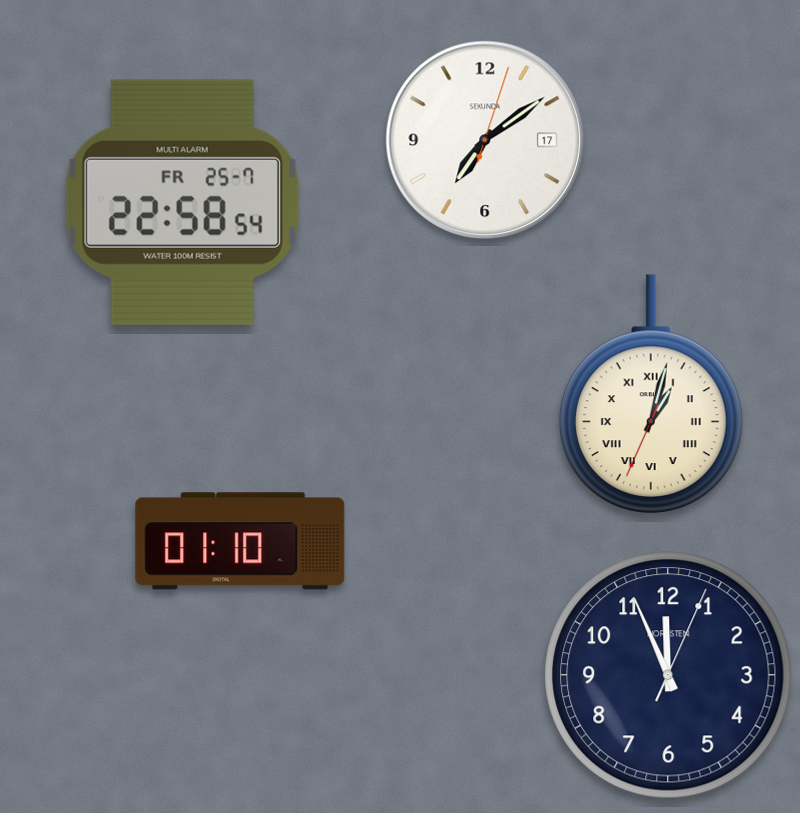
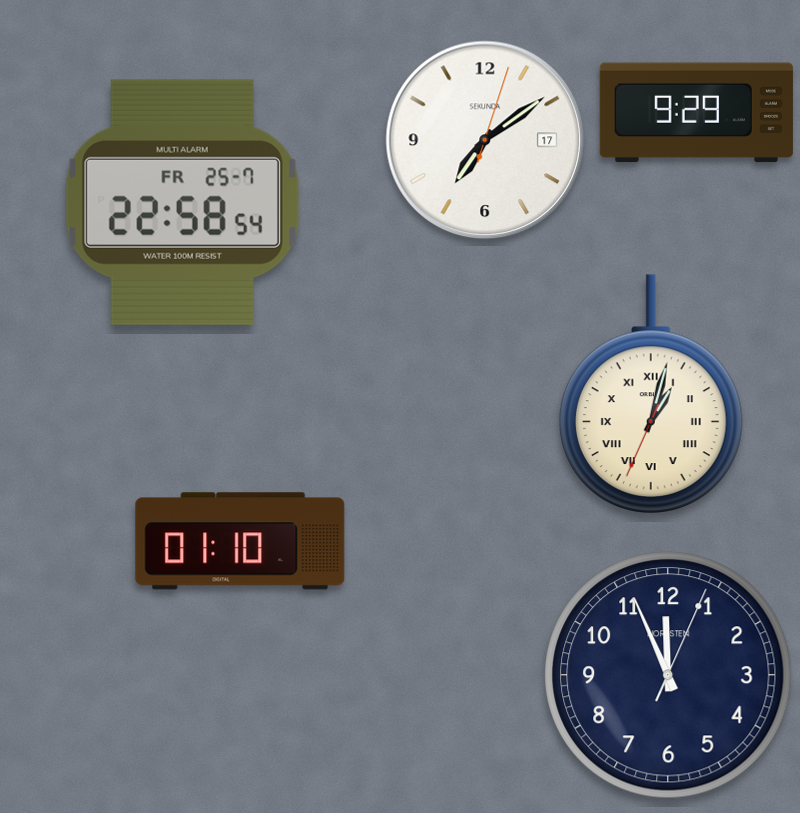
clock at (696, 113): none -> 9:29
